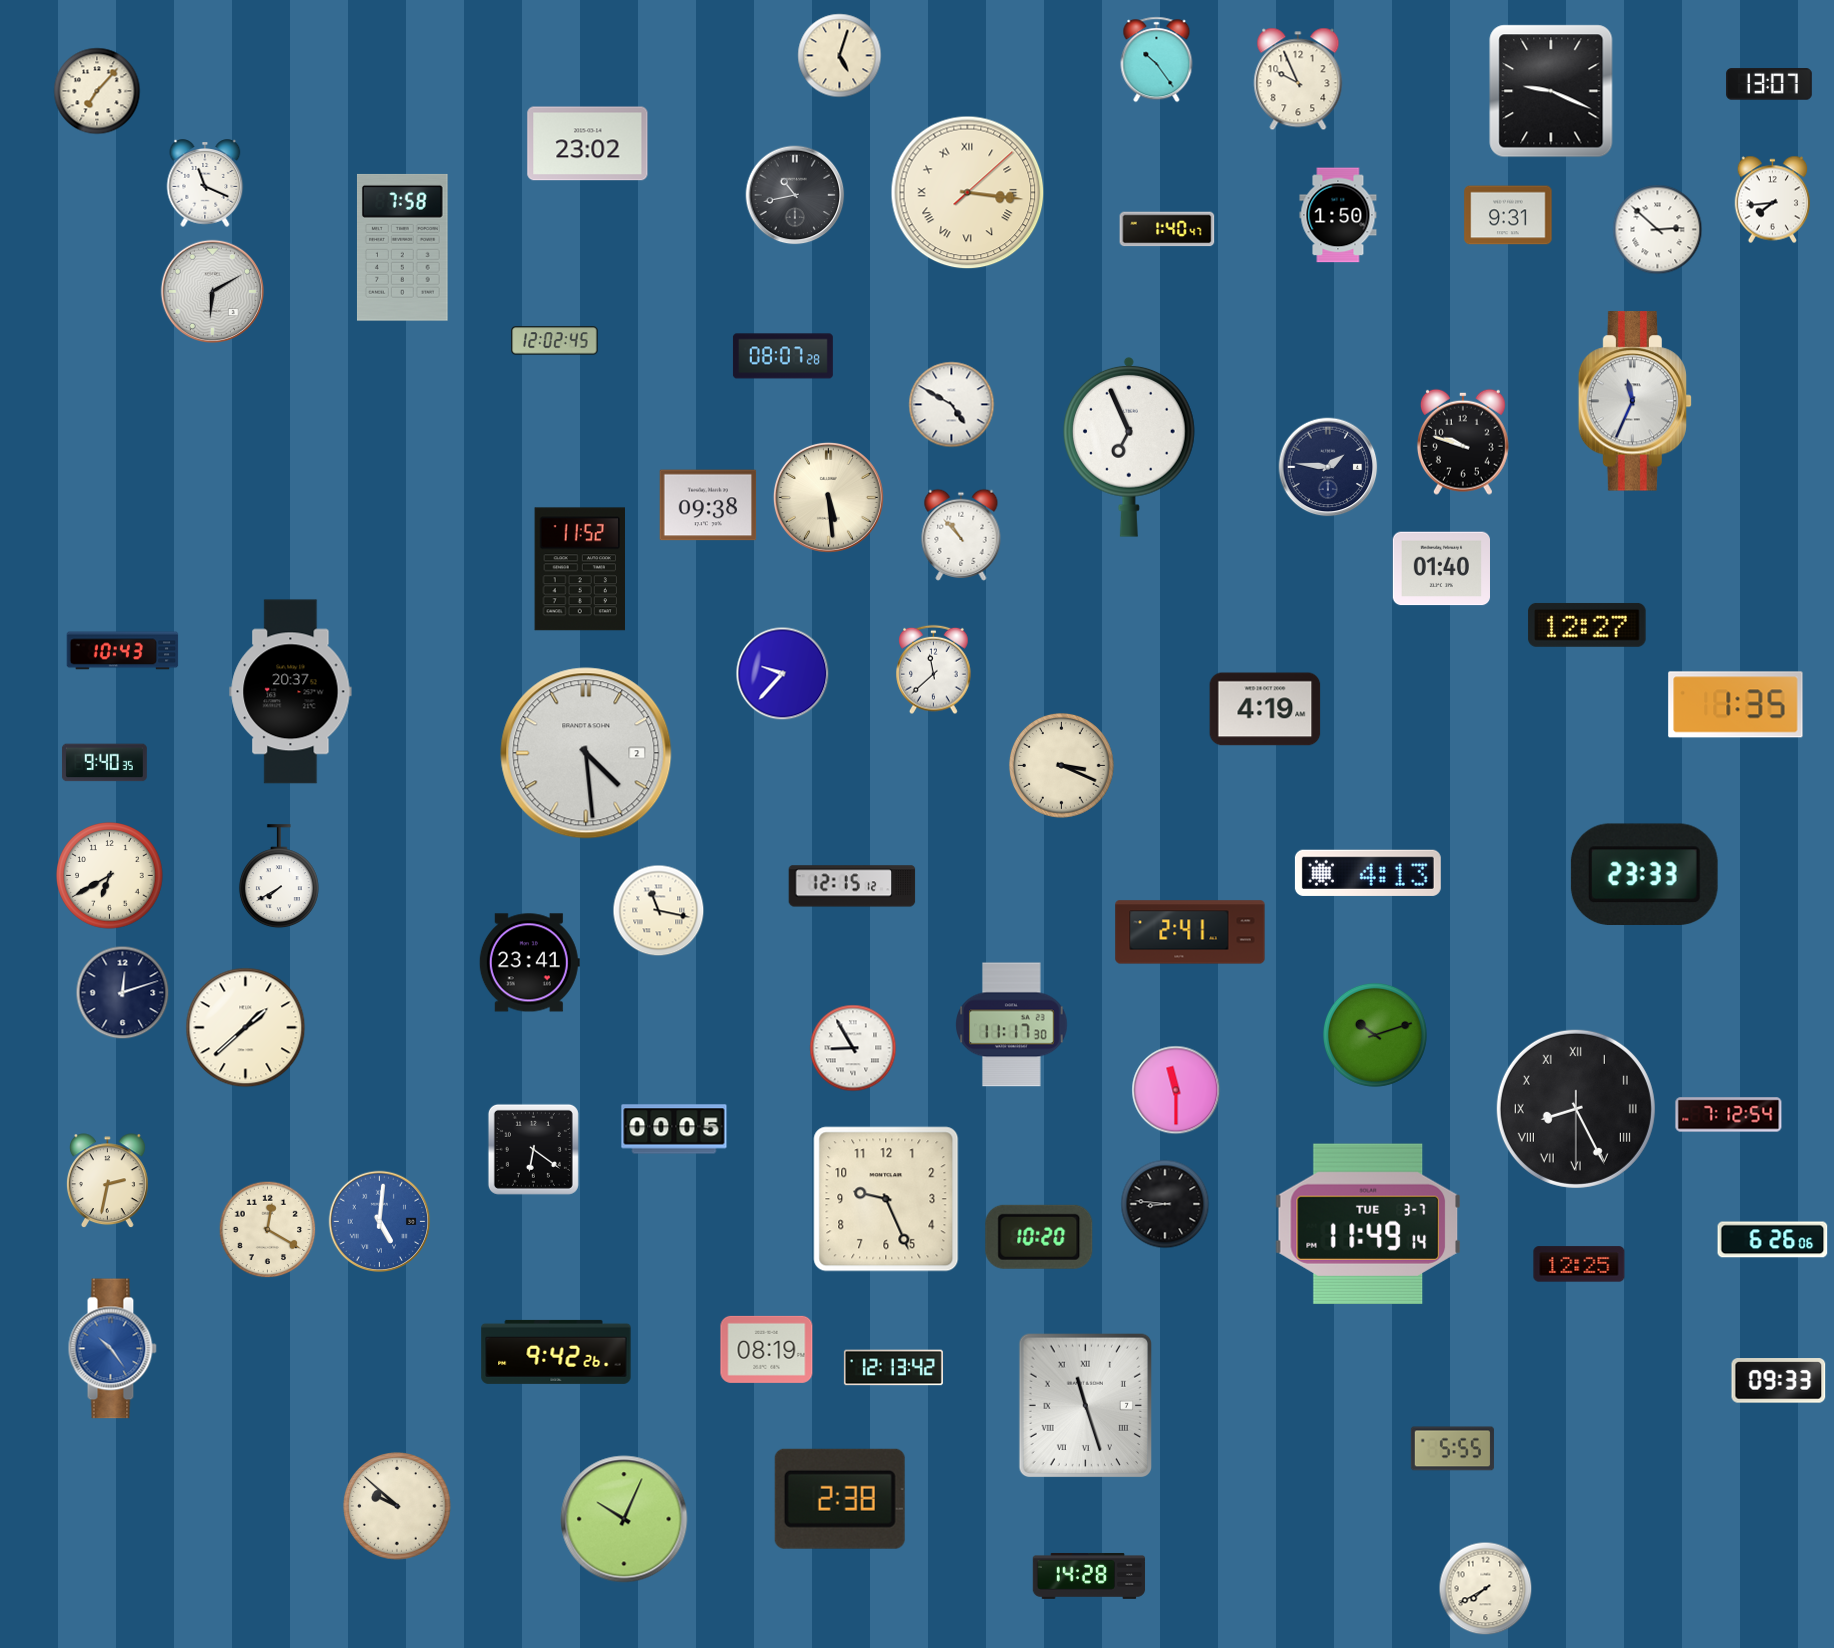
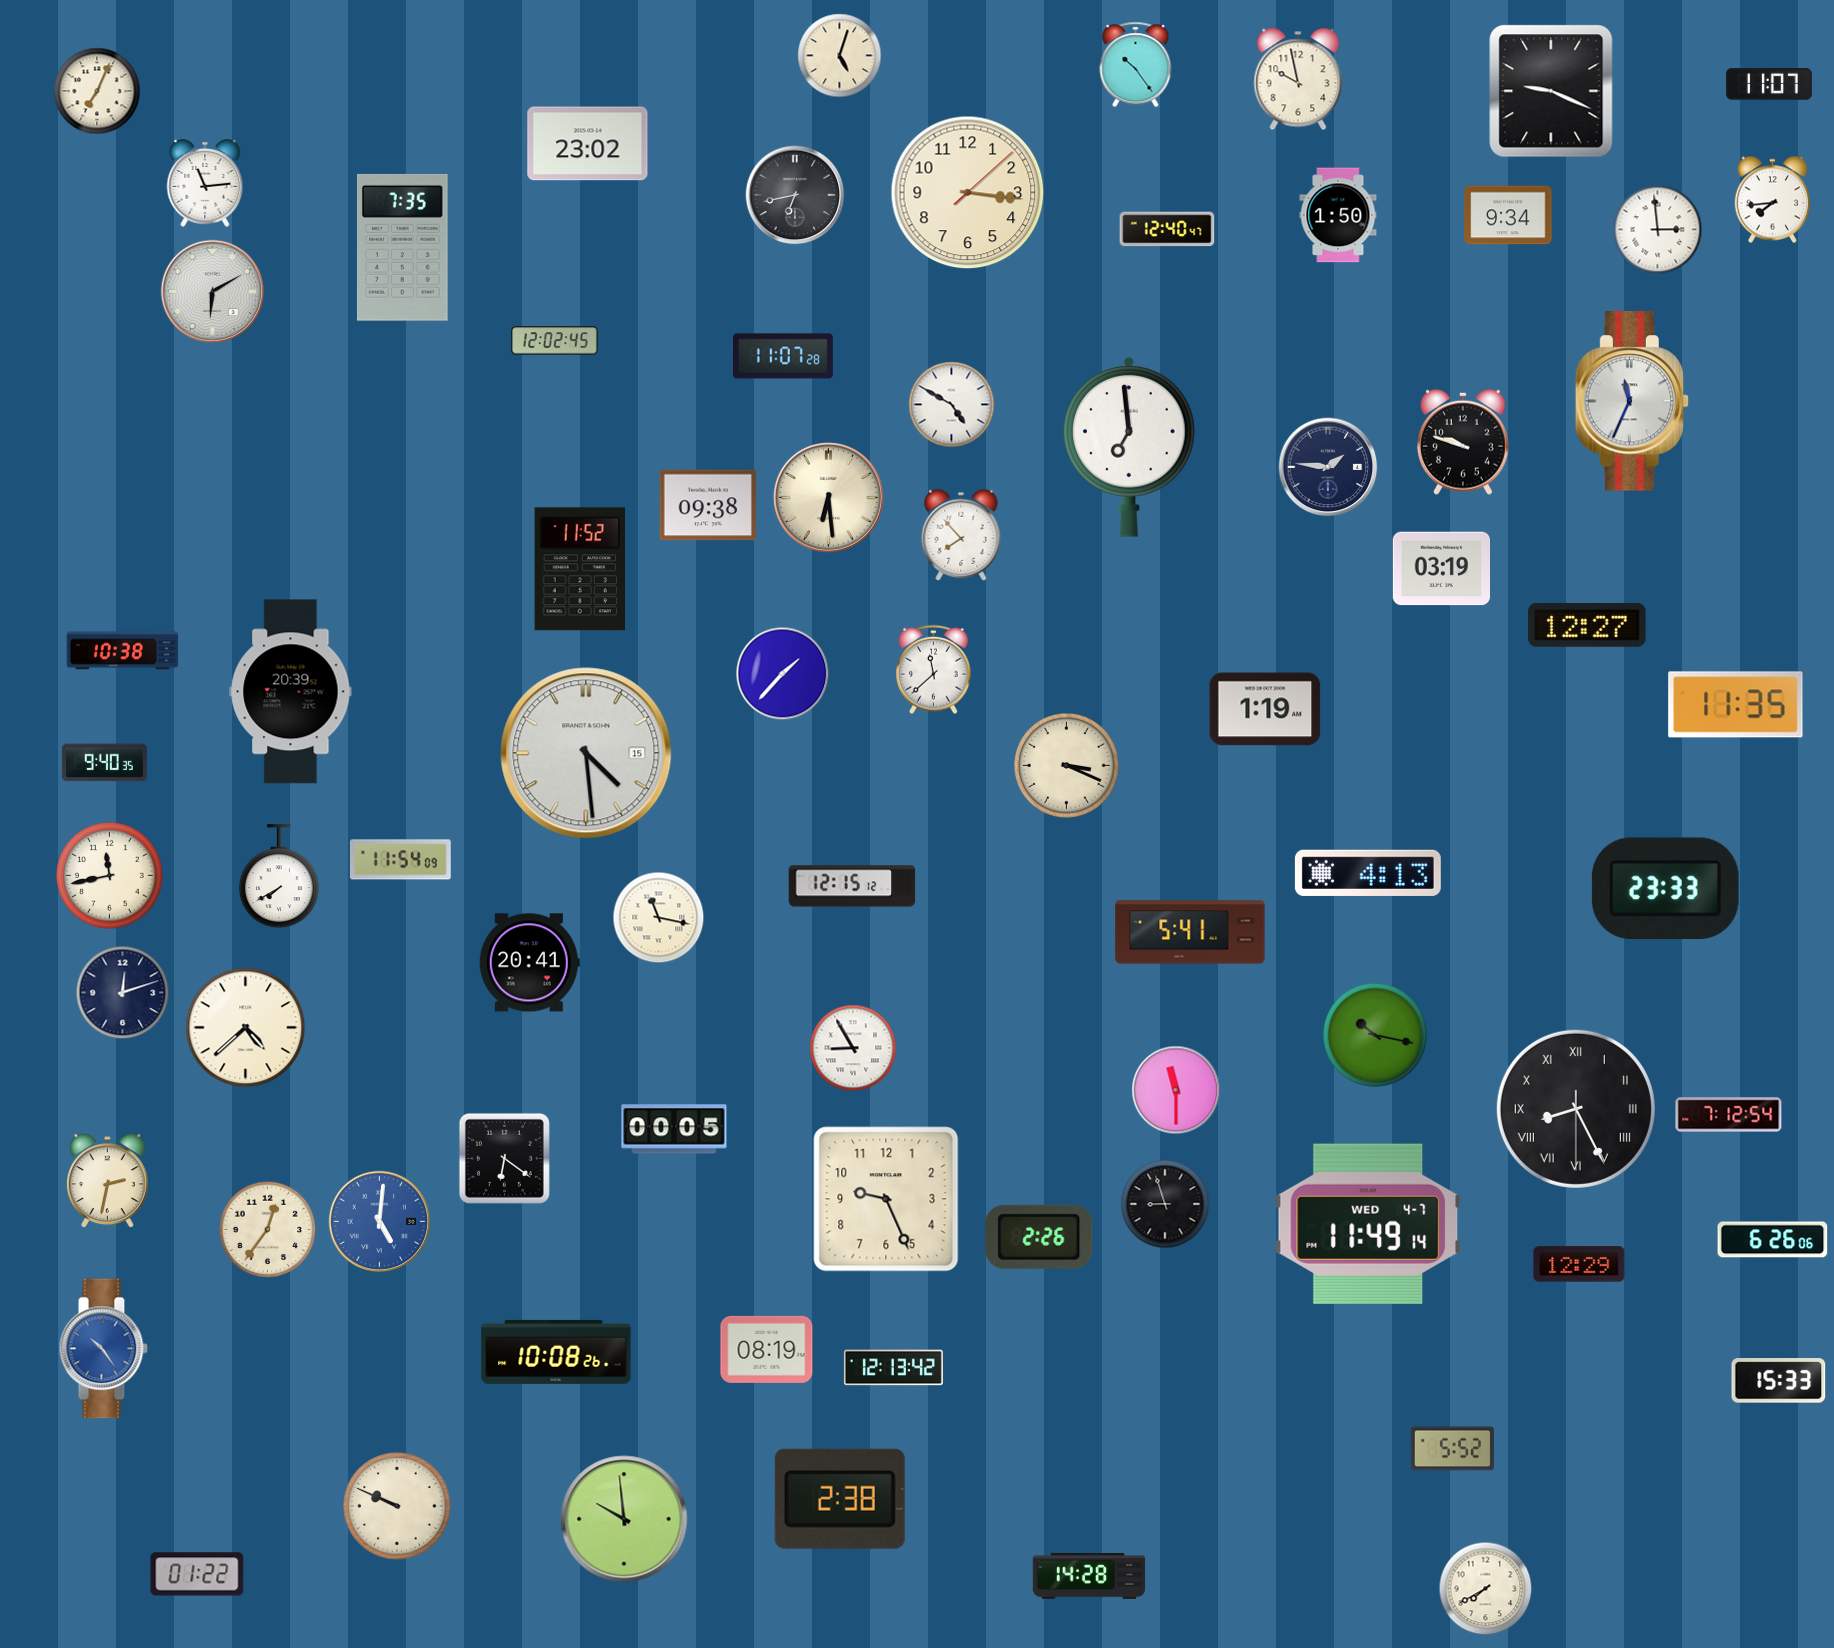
clock at (1157, 60) position: (1157, 60) -> (1136, 65)
clock at (1298, 79): 9:56 -> 9:58
clock at (1769, 84): 13:07 -> 11:07
clock at (97, 91): 7:07 -> 7:04
clock at (205, 183): 11:19 -> 11:14
clock at (968, 193) numerals: Roman -> Arabic
clock at (795, 195): 10:43 -> 6:43
clock at (1508, 215): 9:31 -> 9:34
clock at (1167, 229): 1:40 -> 12:40
clock at (1658, 230): 2:52 -> 2:59
clock at (402, 247): 7:58 -> 7:35
clock at (783, 356): 08:07 -> 11:07
clock at (1635, 401) position: (1635, 401) -> (1632, 401)
clock at (1129, 447): 6:56 -> 6:59
clock at (828, 497): 5:29 -> 6:29
clock at (961, 535): 10:53 -> 7:53
clock at (1441, 569): 01:40 -> 03:19
clock at (123, 651): 10:43 -> 10:38
clock at (783, 674): 9:37 -> 1:37
clock at (291, 692): 20:37 -> 20:39
clock at (1736, 705): 1:35 -> 11:35
clock at (1265, 709): 4:19 -> 1:19
clock at (586, 753) date: 2 -> 15
clock at (1062, 766) position: (1062, 766) -> (1067, 766)
clock at (400, 860): none -> 11:54
clock at (1644, 874) position: (1644, 874) -> (1665, 888)
clock at (110, 876): 6:40 -> 11:43
clock at (659, 911) position: (659, 911) -> (659, 918)
clock at (1190, 932): 2:41 -> 5:41
clock at (529, 963): 23:41 -> 20:41
clock at (1012, 1025): 11:17 -> none
clock at (246, 1028): 1:38 -> 4:38
clock at (1375, 1035): 10:12 -> 10:17
clock at (533, 1149) position: (533, 1149) -> (504, 1158)
clock at (1165, 1204): 8:46 -> 8:57
clock at (1367, 1224) date: TUE 3-7 -> WED 4-7
clock at (268, 1230): 12:20 -> 12:36
clock at (1039, 1237): 10:20 -> 2:26
clock at (1579, 1264): 12:25 -> 12:29
clock at (112, 1349) position: (112, 1349) -> (103, 1349)
clock at (556, 1352): 9:42 -> 10:08
clock at (1779, 1381): 09:33 -> 15:33
clock at (1085, 1406): 11:27 -> none
clock at (1452, 1449): 5:55 -> 5:52
clock at (397, 1506): 9:52 -> 9:49
clock at (624, 1519): 10:04 -> 9:59
clock at (197, 1574): none -> 01:22
